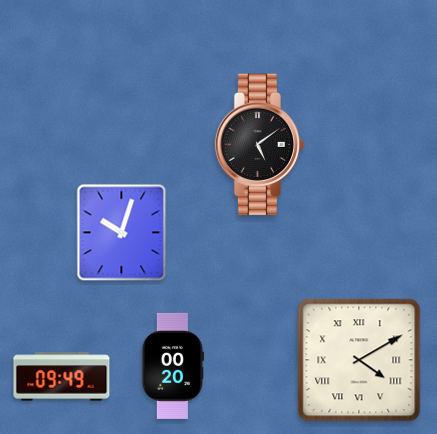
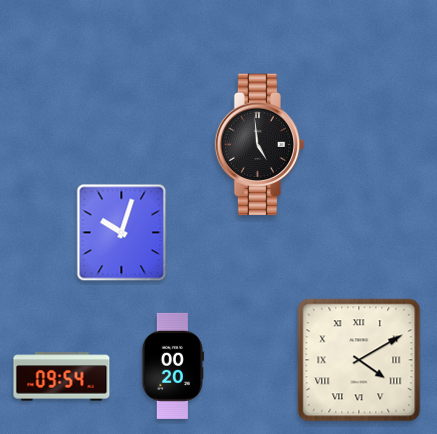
clock at (260, 145): 5:09 -> 4:59
clock at (62, 377): 09:49 -> 09:54
